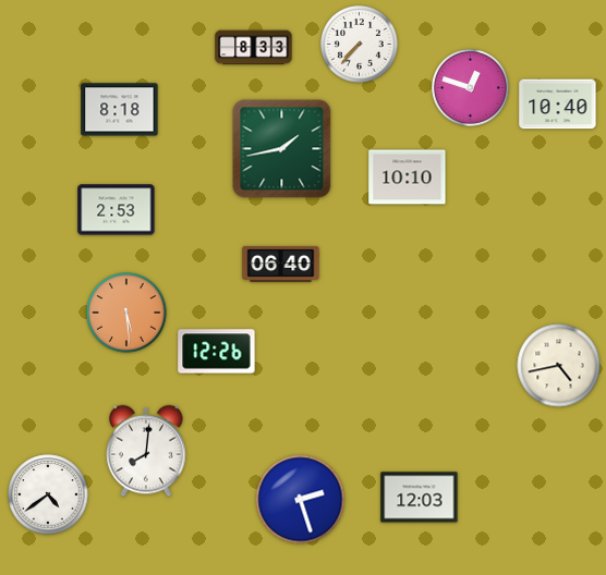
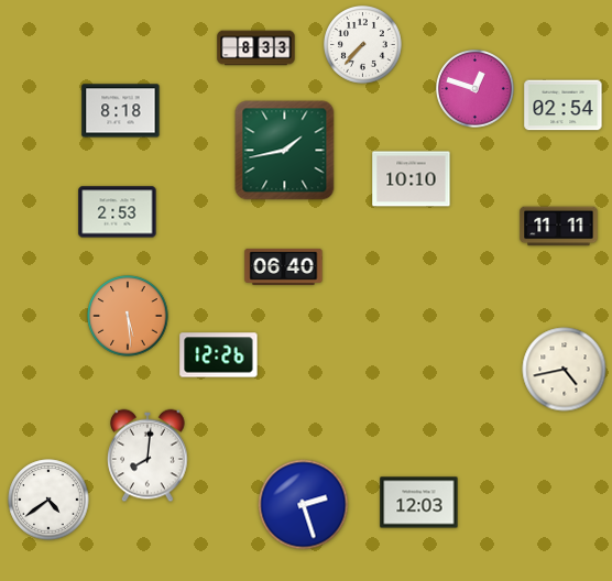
clock at (558, 105): 10:40 -> 02:54
clock at (559, 227): none -> 11:11
clock at (420, 498) position: (420, 498) -> (419, 503)
